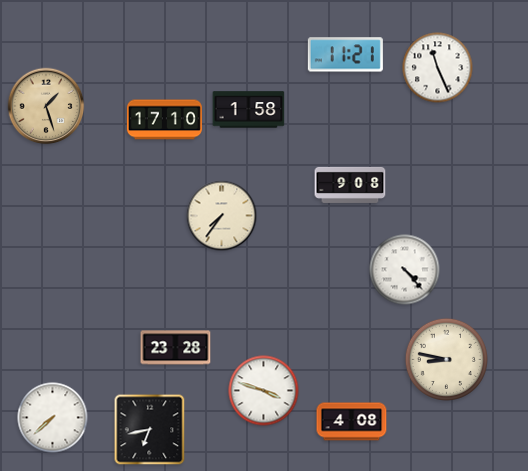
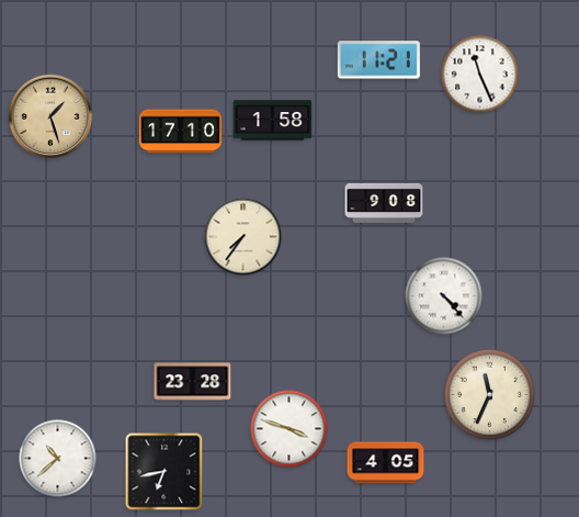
clock at (446, 359): 8:47 -> 11:34
clock at (53, 418): 7:38 -> 10:38
clock at (352, 422): 4:08 -> 4:05
